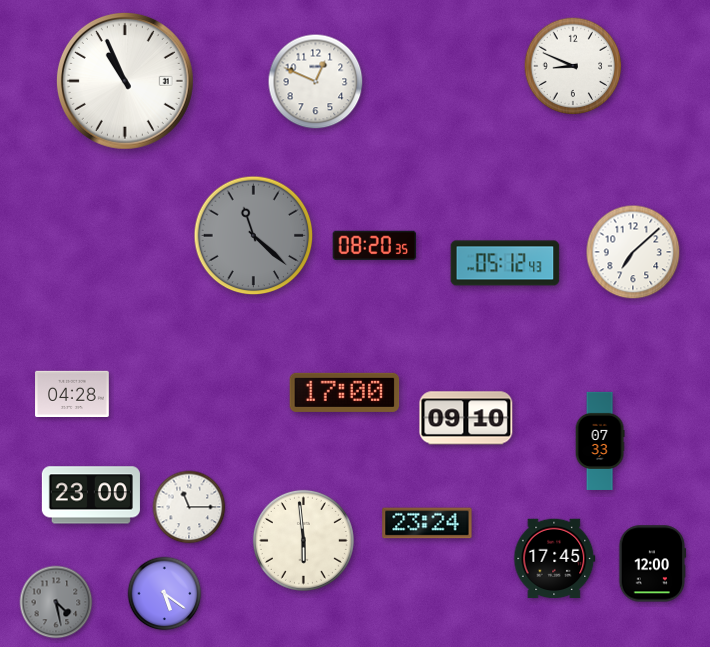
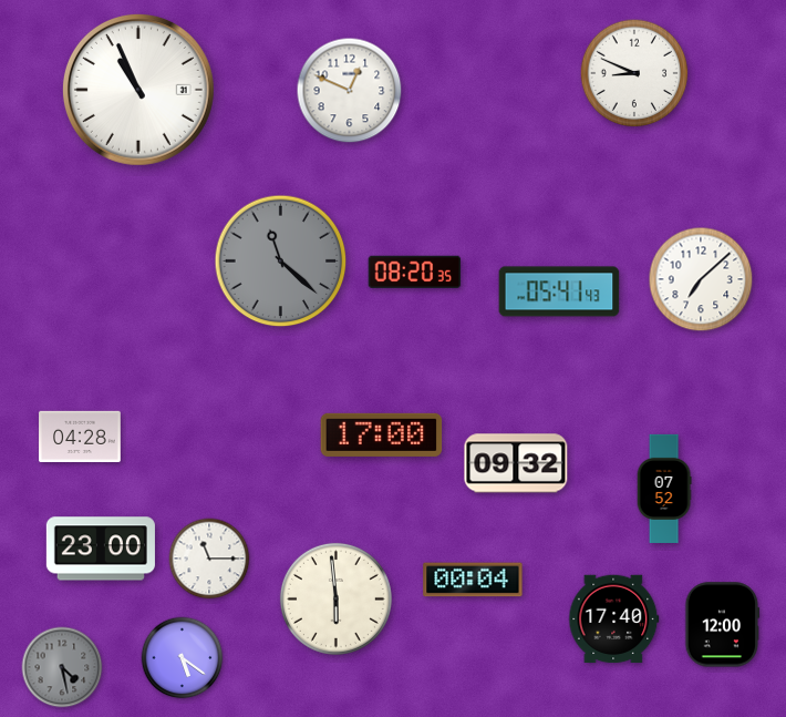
clock at (505, 263): 05:12 -> 05:41
clock at (466, 418): 09:10 -> 09:32
clock at (600, 441): 07:33 -> 07:52
clock at (189, 507) position: (189, 507) -> (209, 559)
clock at (427, 523): 23:24 -> 00:04
clock at (555, 559): 17:45 -> 17:40
